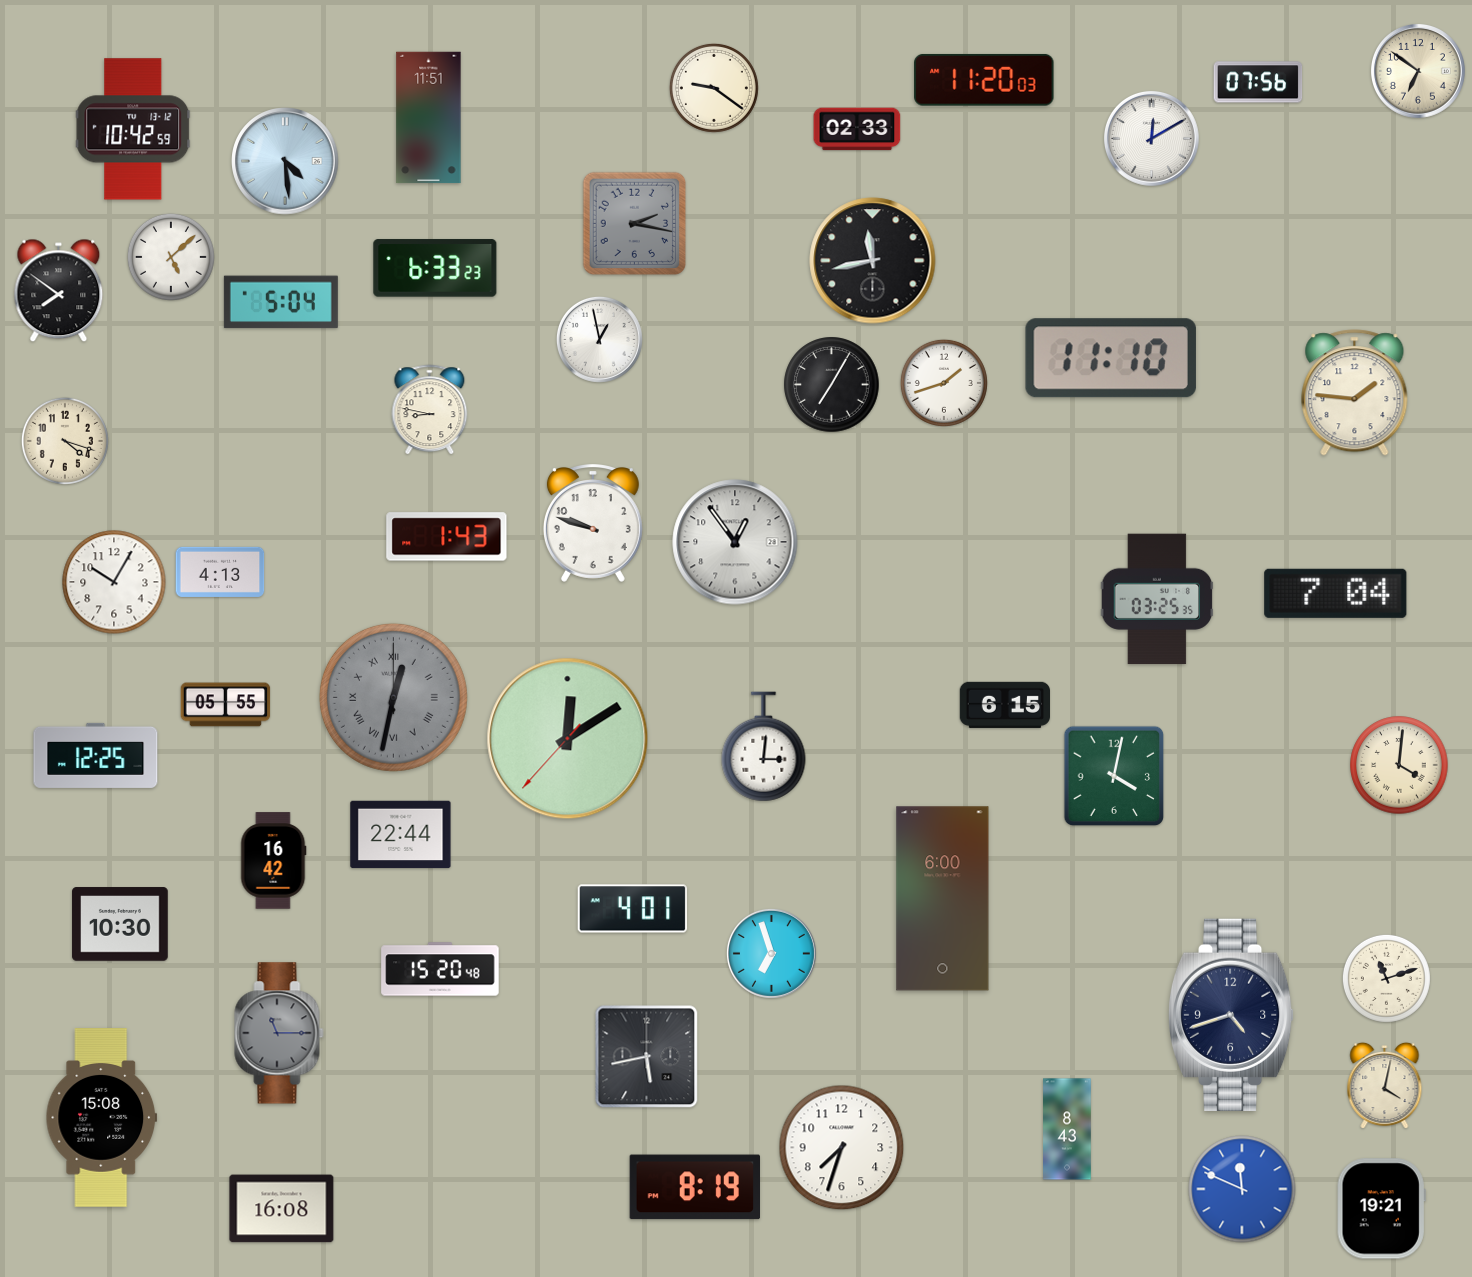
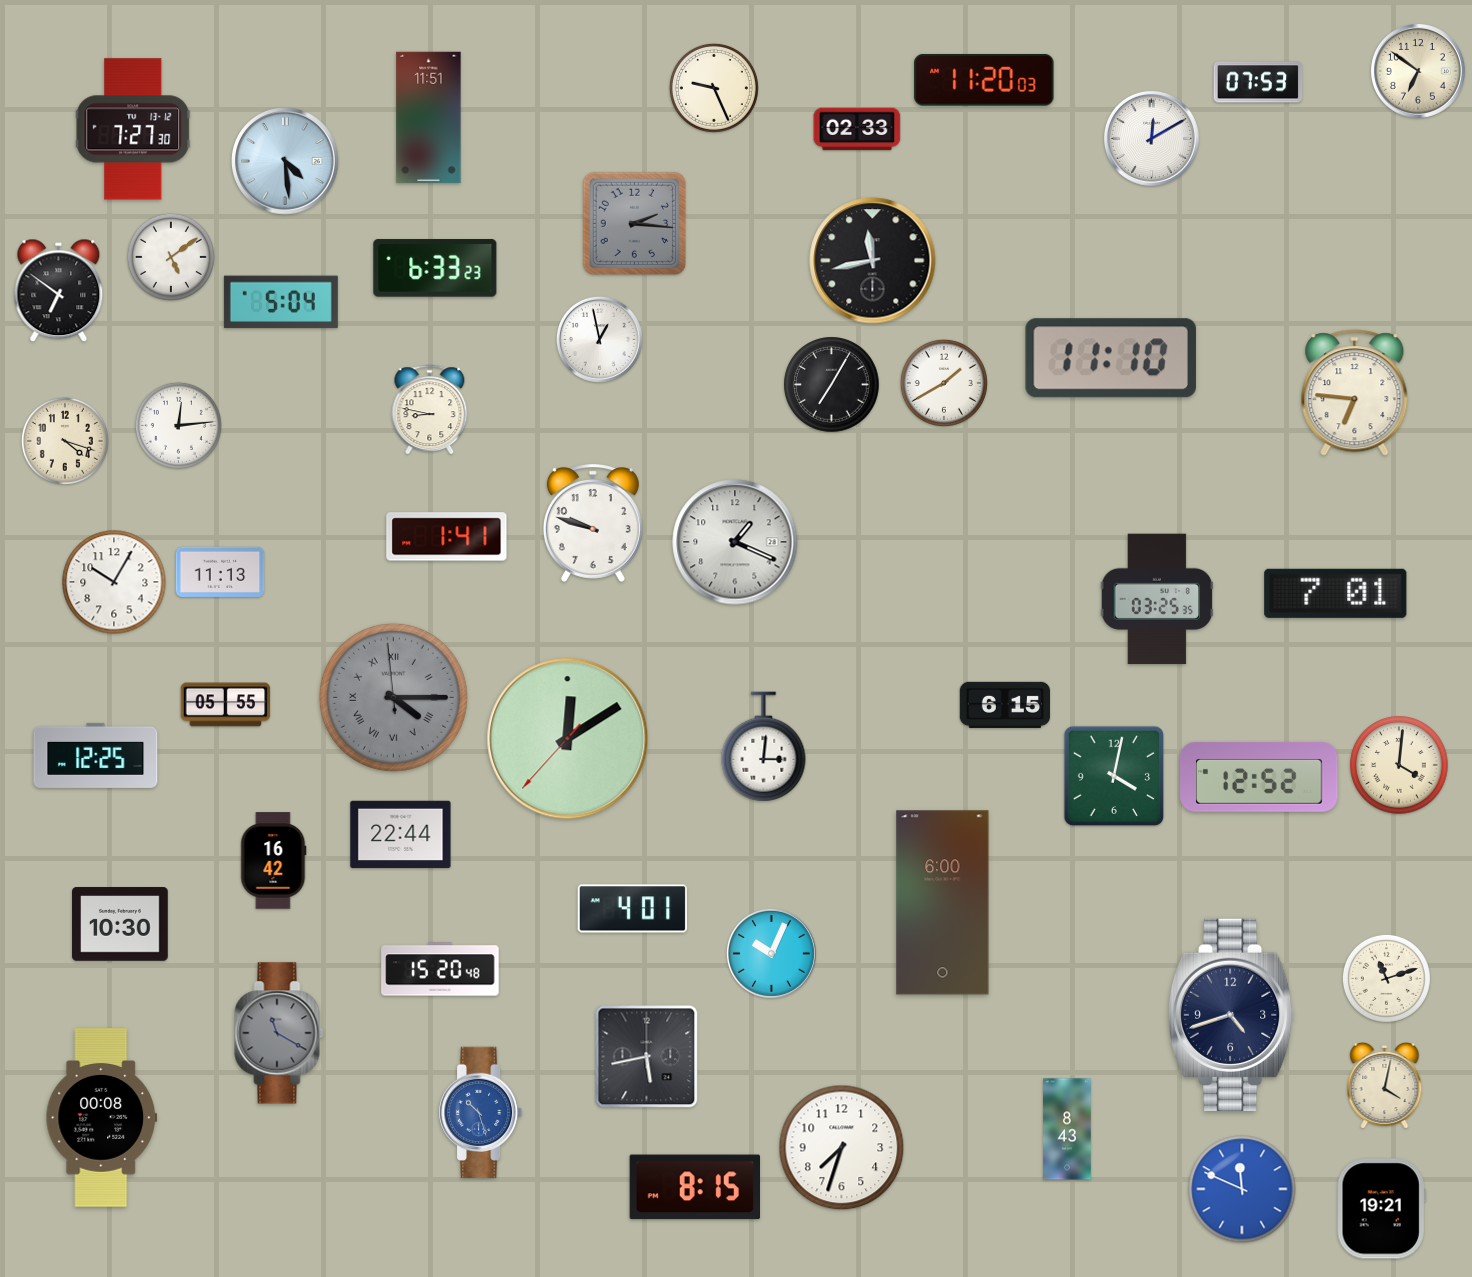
clock at (1258, 82): 07:56 -> 07:53
clock at (714, 88): 9:21 -> 9:26
clock at (133, 129): 10:42 -> 7:27
clock at (635, 224): 2:17 -> 2:16
clock at (171, 257): 5:08 -> 5:09
clock at (59, 291): 7:51 -> 6:51
clock at (944, 383): 1:42 -> 1:40
clock at (1355, 393): 1:46 -> 6:46
clock at (178, 425): none -> 12:14
clock at (447, 537): 1:43 -> 1:41
clock at (735, 542): 12:54 -> 1:19
clock at (220, 572): 4:13 -> 11:13
clock at (1336, 593): 7:04 -> 7:01
clock at (393, 697): 12:32 -> 4:14
clock at (1259, 777): none -> 12:52
clock at (943, 899) position: (943, 899) -> (943, 903)
clock at (771, 953): 6:57 -> 10:04
clock at (279, 1033): 11:15 -> 11:20
clock at (482, 1112): none -> 10:27
clock at (102, 1118): 15:08 -> 00:08
clock at (694, 1187): 8:19 -> 8:15
clock at (282, 1209): 16:08 -> none
